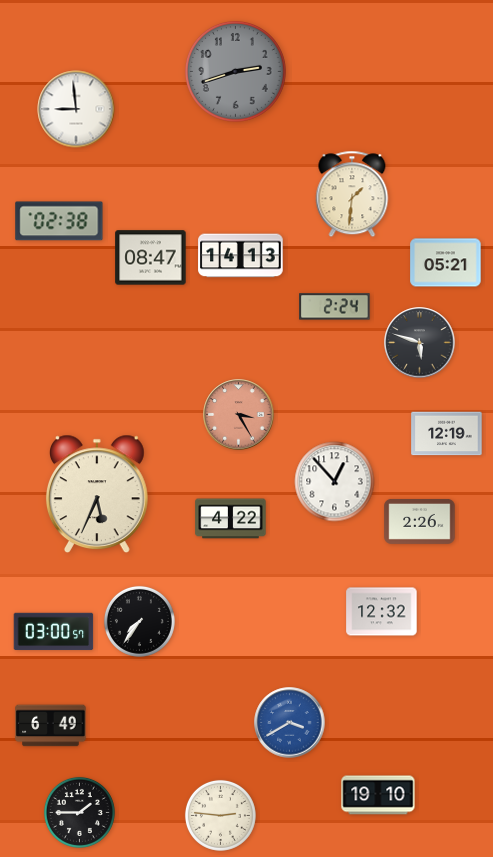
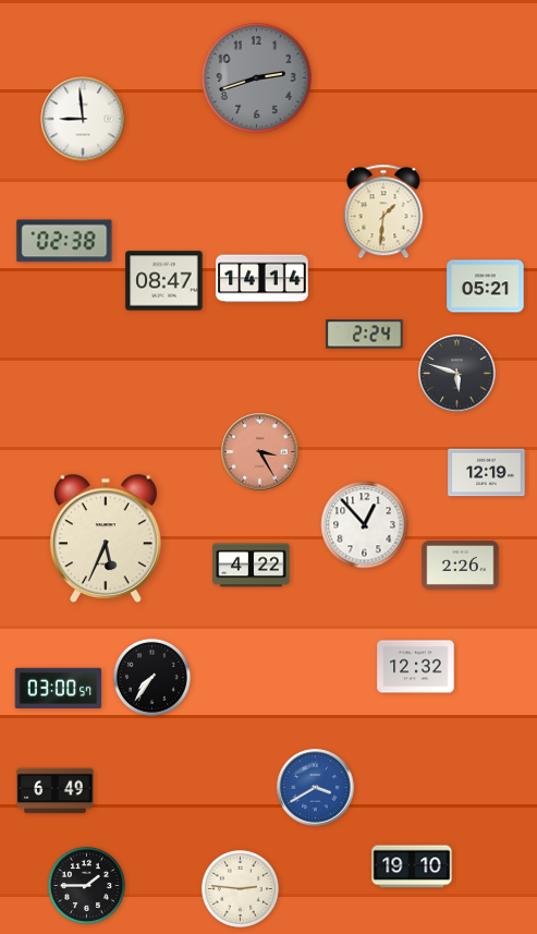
clock at (241, 256): 14:13 -> 14:14
clock at (420, 521) position: (420, 521) -> (461, 565)
